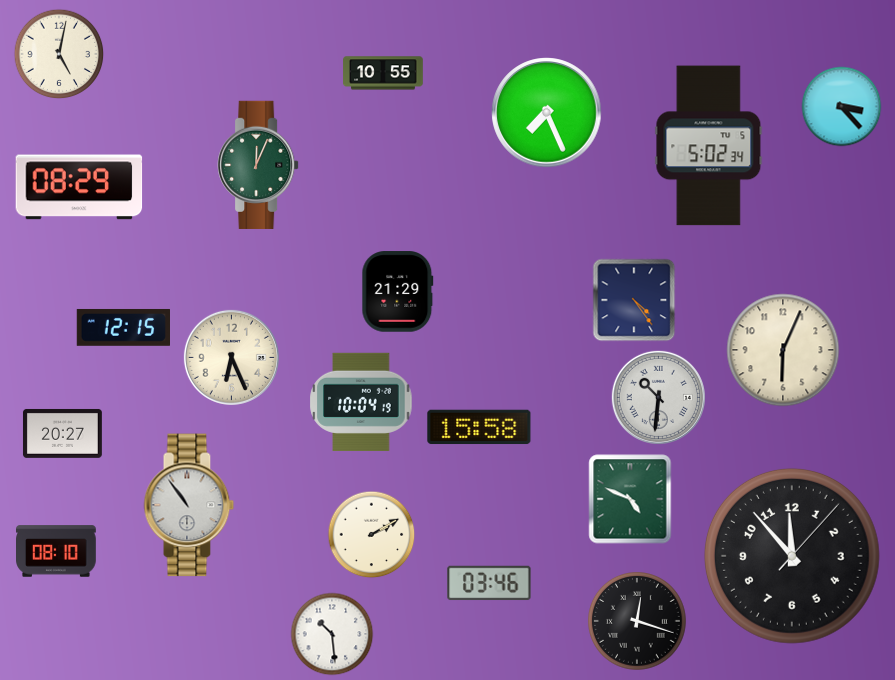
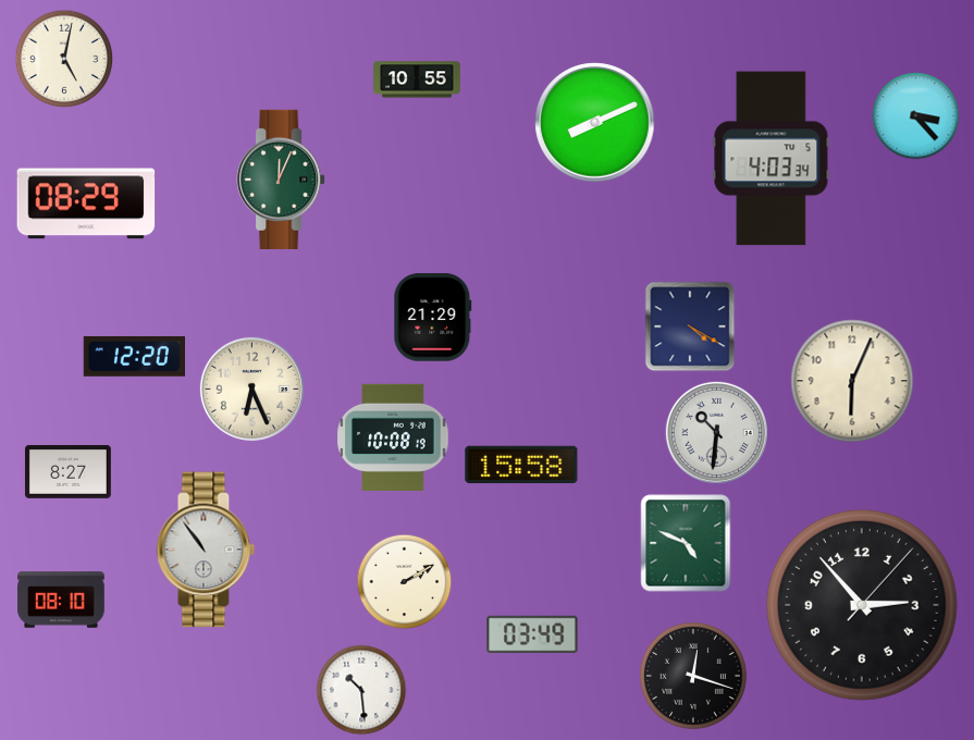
clock at (547, 113): 7:26 -> 8:11
clock at (709, 146): 5:02 -> 4:03
clock at (634, 300): 4:24 -> 4:20
clock at (123, 327): 12:15 -> 12:20
clock at (361, 402): 10:04 -> 10:08
clock at (62, 433): 20:27 -> 8:27
clock at (792, 556): 11:53 -> 2:53
clock at (489, 583): 03:46 -> 03:49
